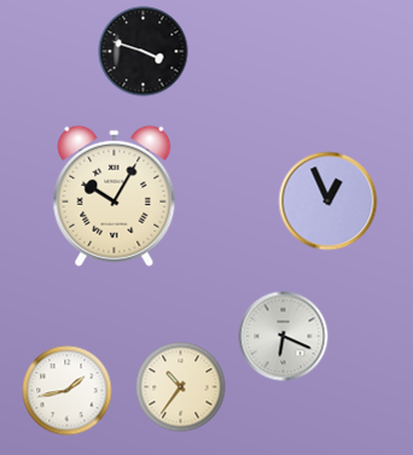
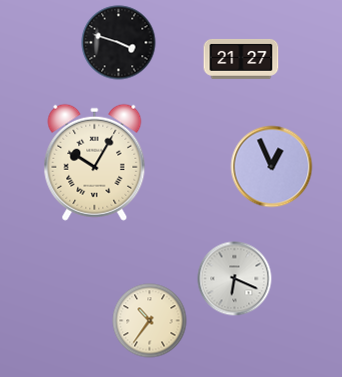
clock at (241, 59): none -> 21:27
clock at (68, 391): 1:43 -> none
